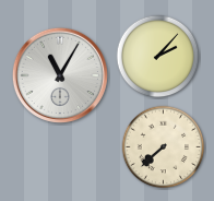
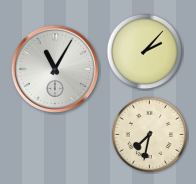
clock at (164, 147): 7:38 -> 7:32
